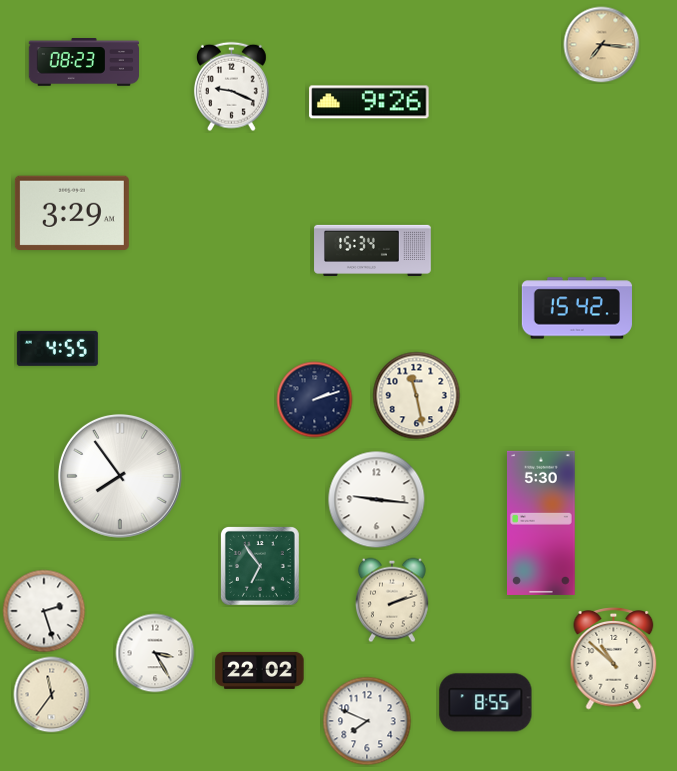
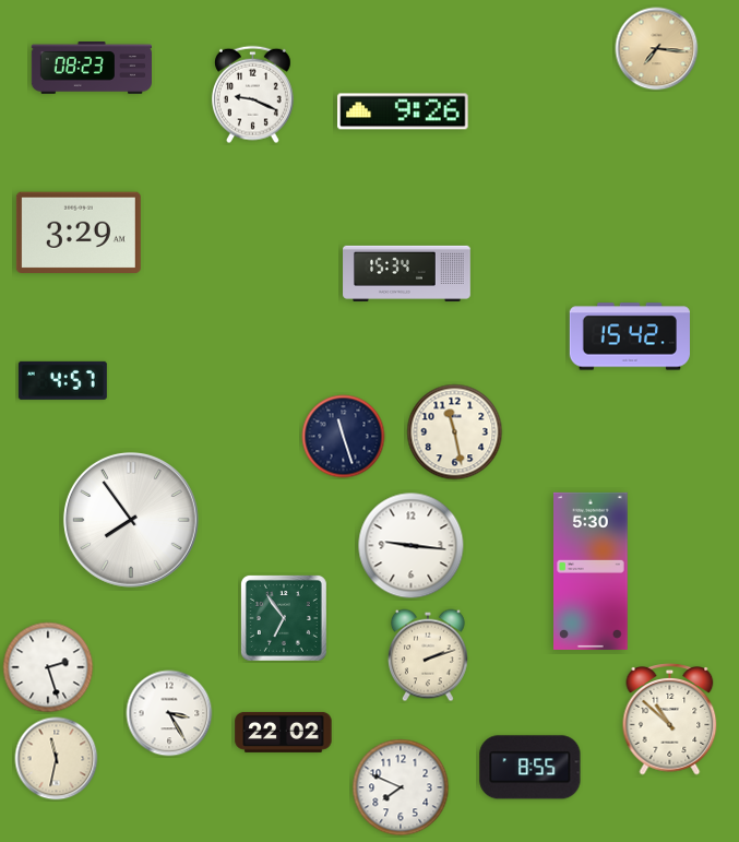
clock at (57, 348): 4:55 -> 4:57
clock at (315, 400): 2:12 -> 11:27
clock at (52, 695): 11:36 -> 11:32
